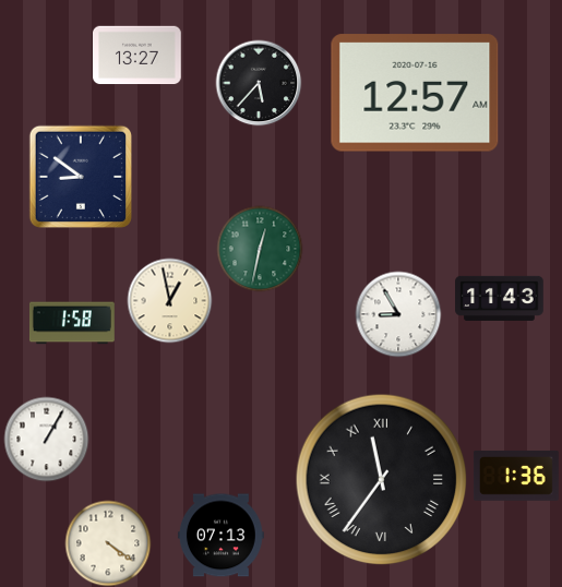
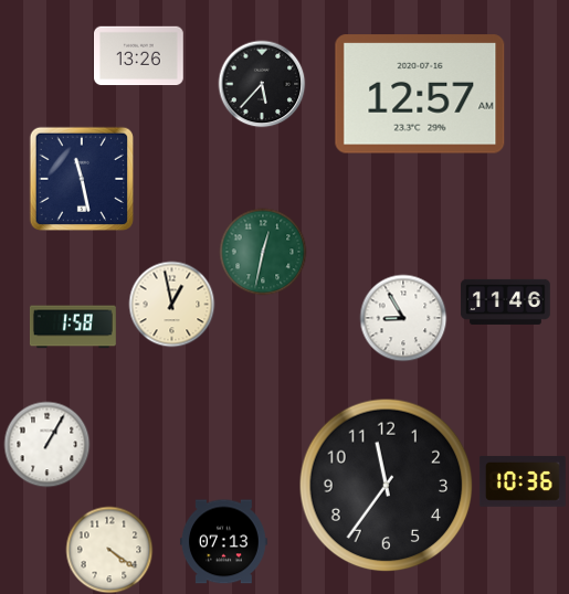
clock at (137, 56): 13:27 -> 13:26
clock at (80, 176): 8:51 -> 11:28
clock at (500, 298): 11:43 -> 11:46
clock at (516, 476): 1:36 -> 10:36
clock at (382, 480) numerals: Roman -> Arabic
